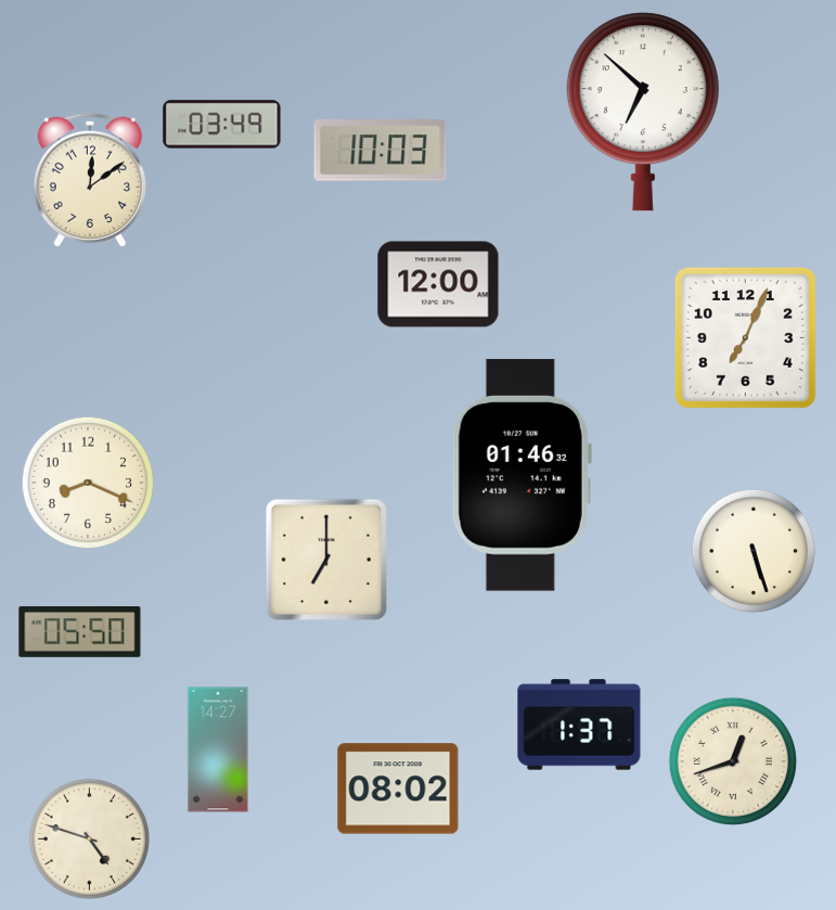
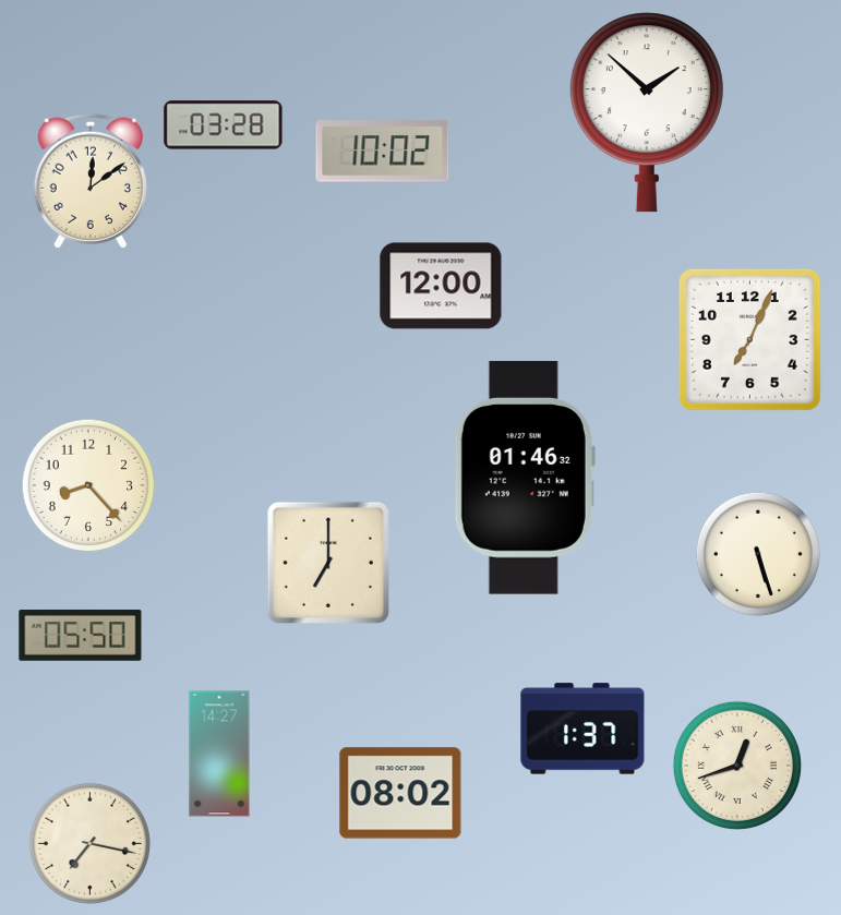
clock at (643, 112): 6:52 -> 1:52
clock at (222, 125): 03:49 -> 03:28
clock at (381, 151): 10:03 -> 10:02
clock at (88, 483): 8:19 -> 8:23
clock at (89, 838): 4:48 -> 7:17
